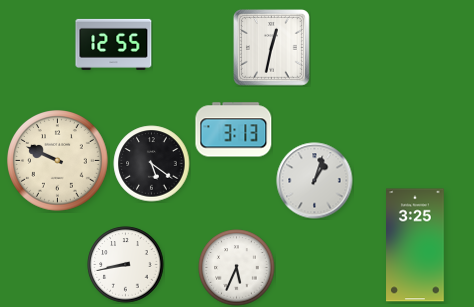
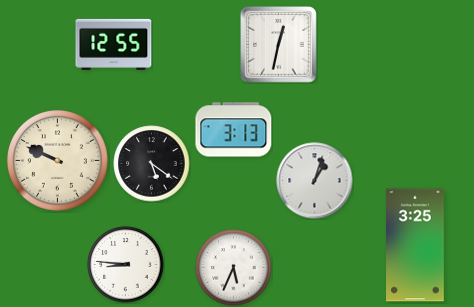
clock at (272, 48) position: (272, 48) -> (279, 45)
clock at (126, 265): 8:43 -> 8:46
clock at (237, 268) position: (237, 268) -> (234, 268)
